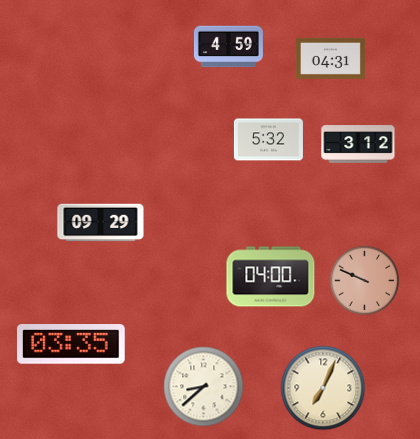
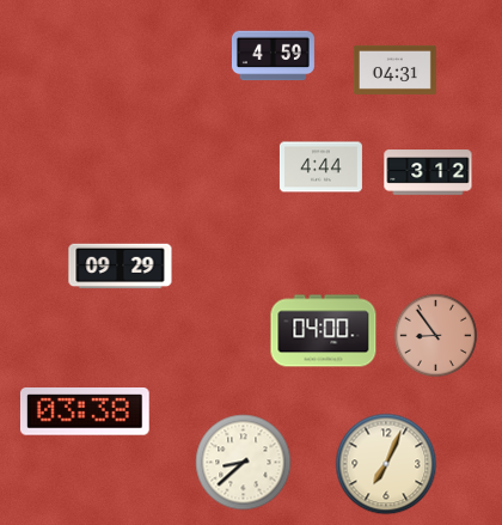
clock at (268, 140): 5:32 -> 4:44
clock at (365, 281): 9:49 -> 8:54
clock at (71, 345): 03:35 -> 03:38
